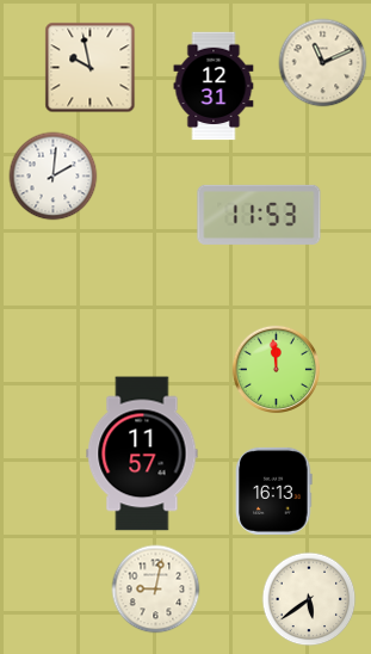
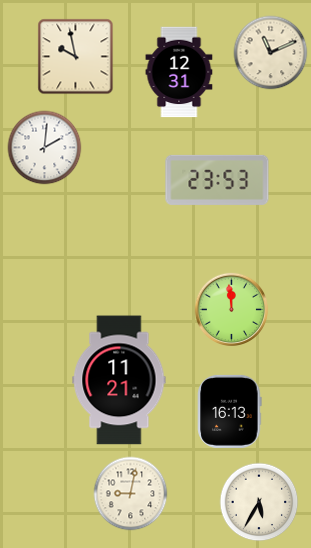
clock at (259, 215): 11:53 -> 23:53
clock at (142, 454): 11:57 -> 11:21
clock at (309, 599): 5:39 -> 5:35
